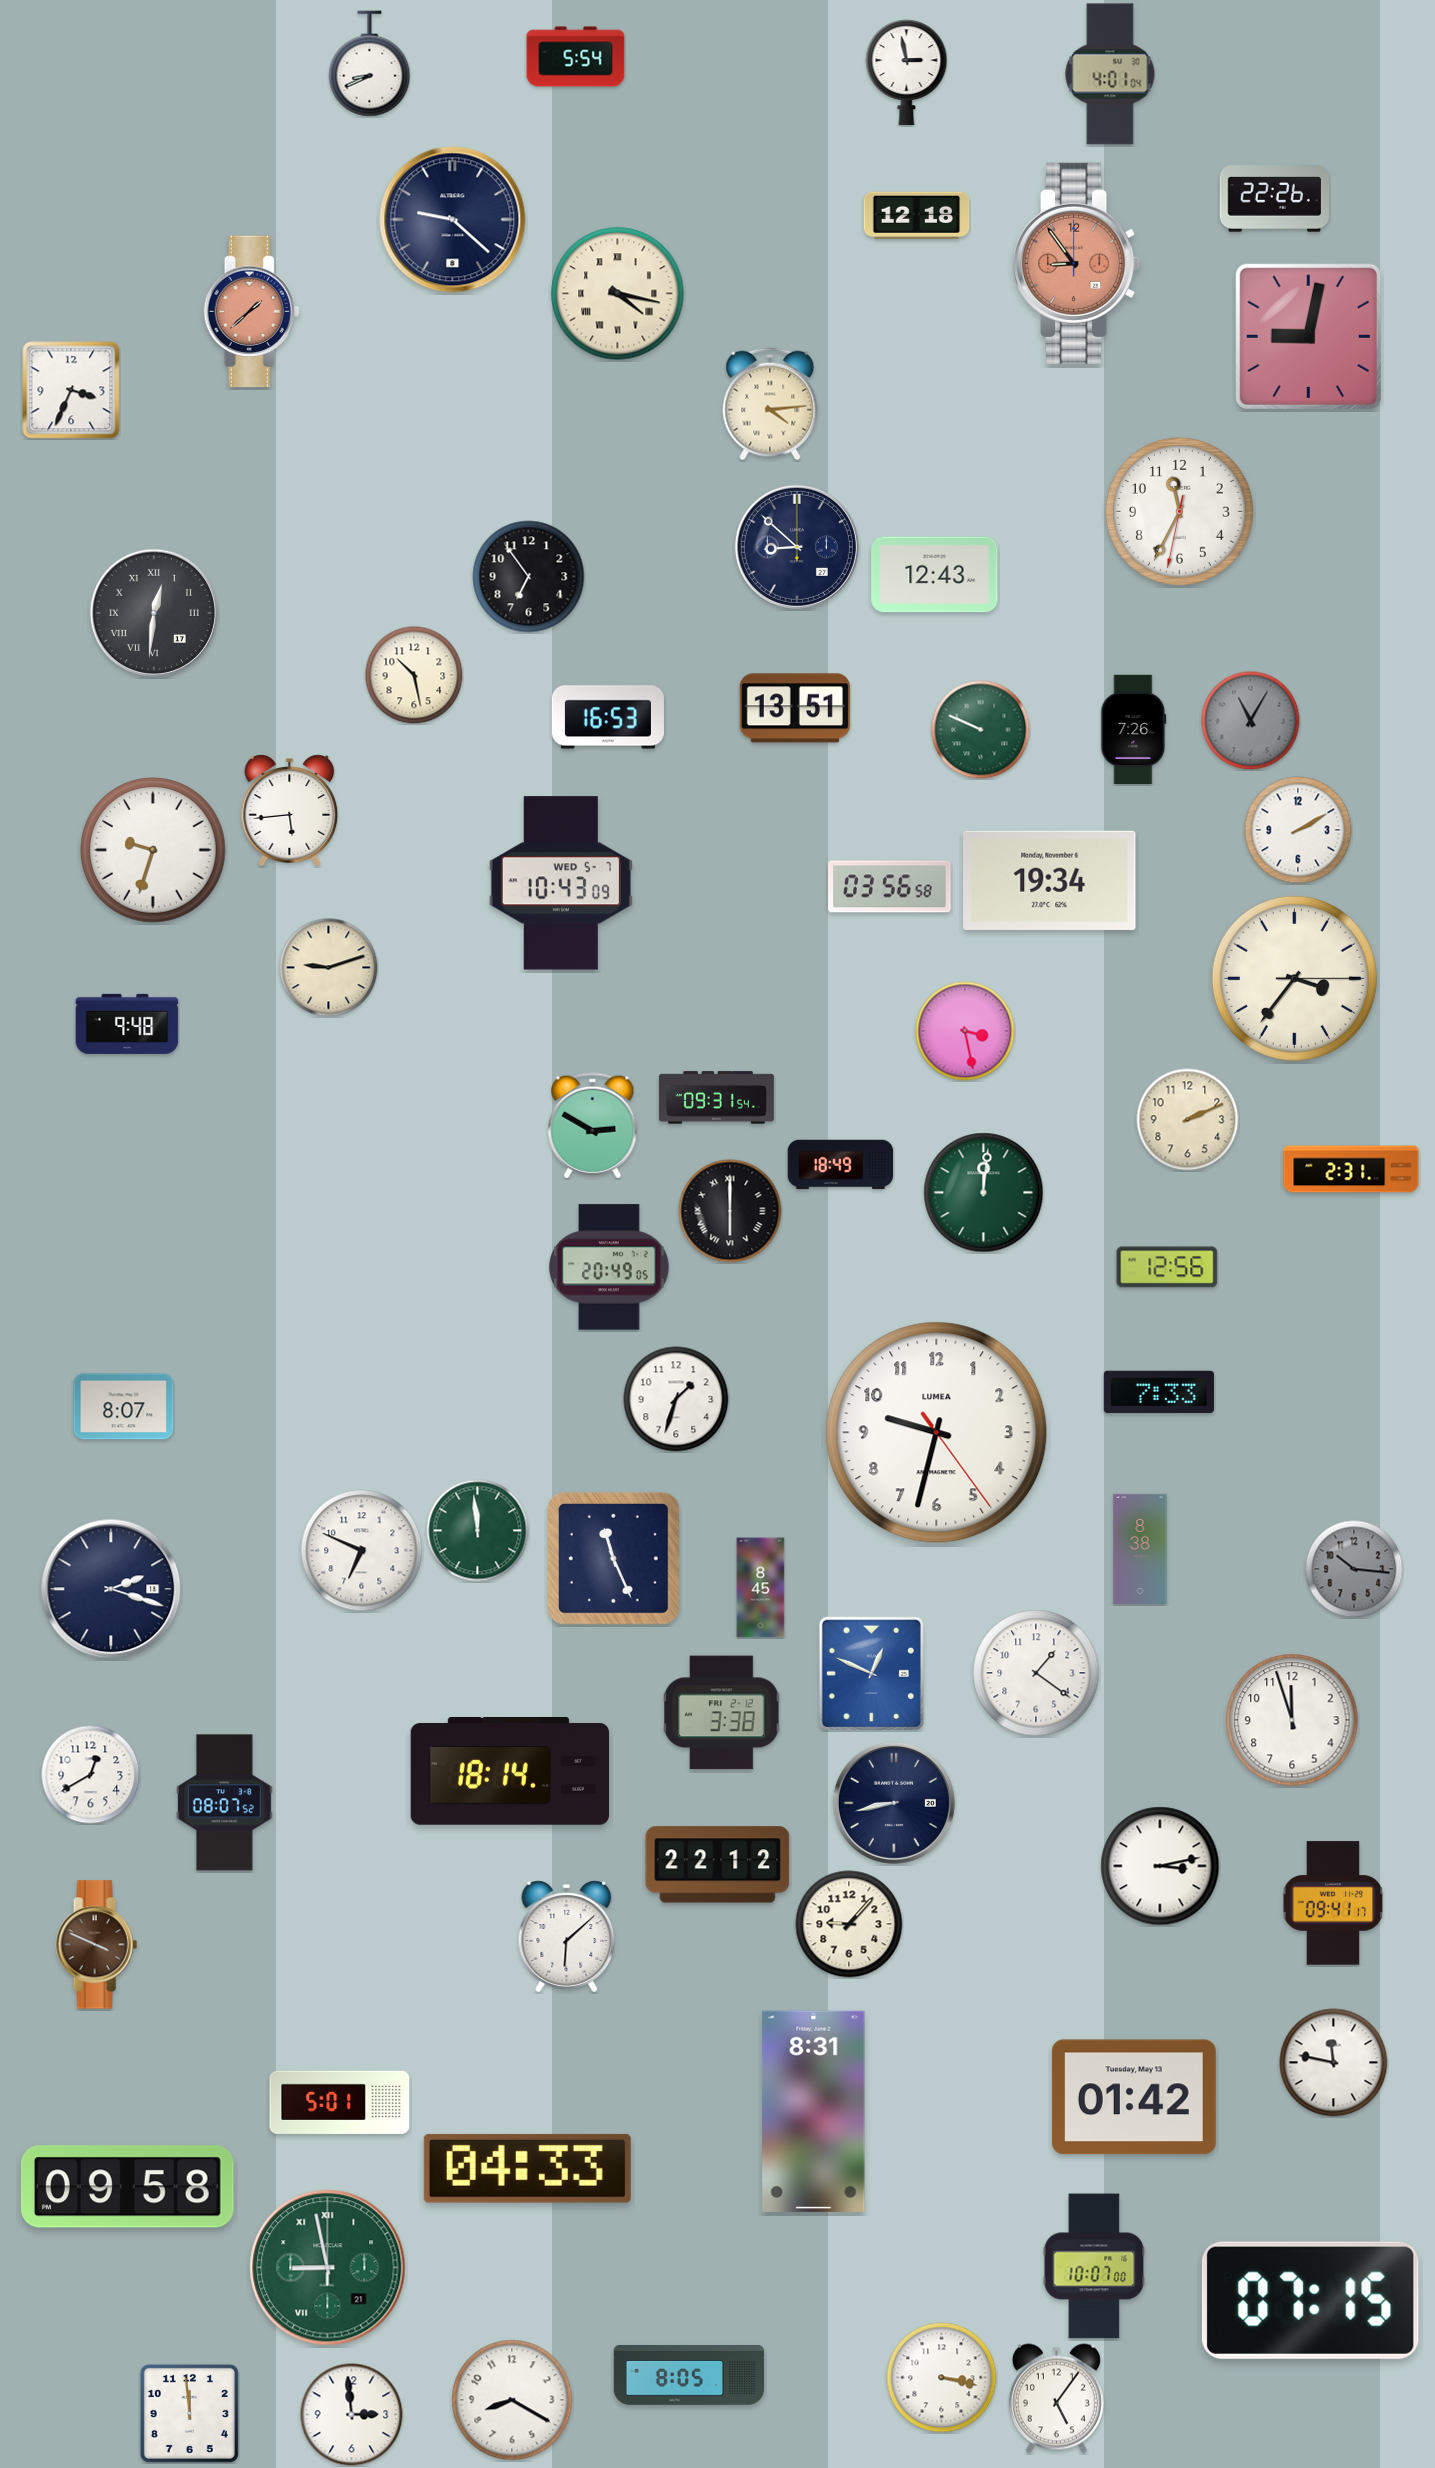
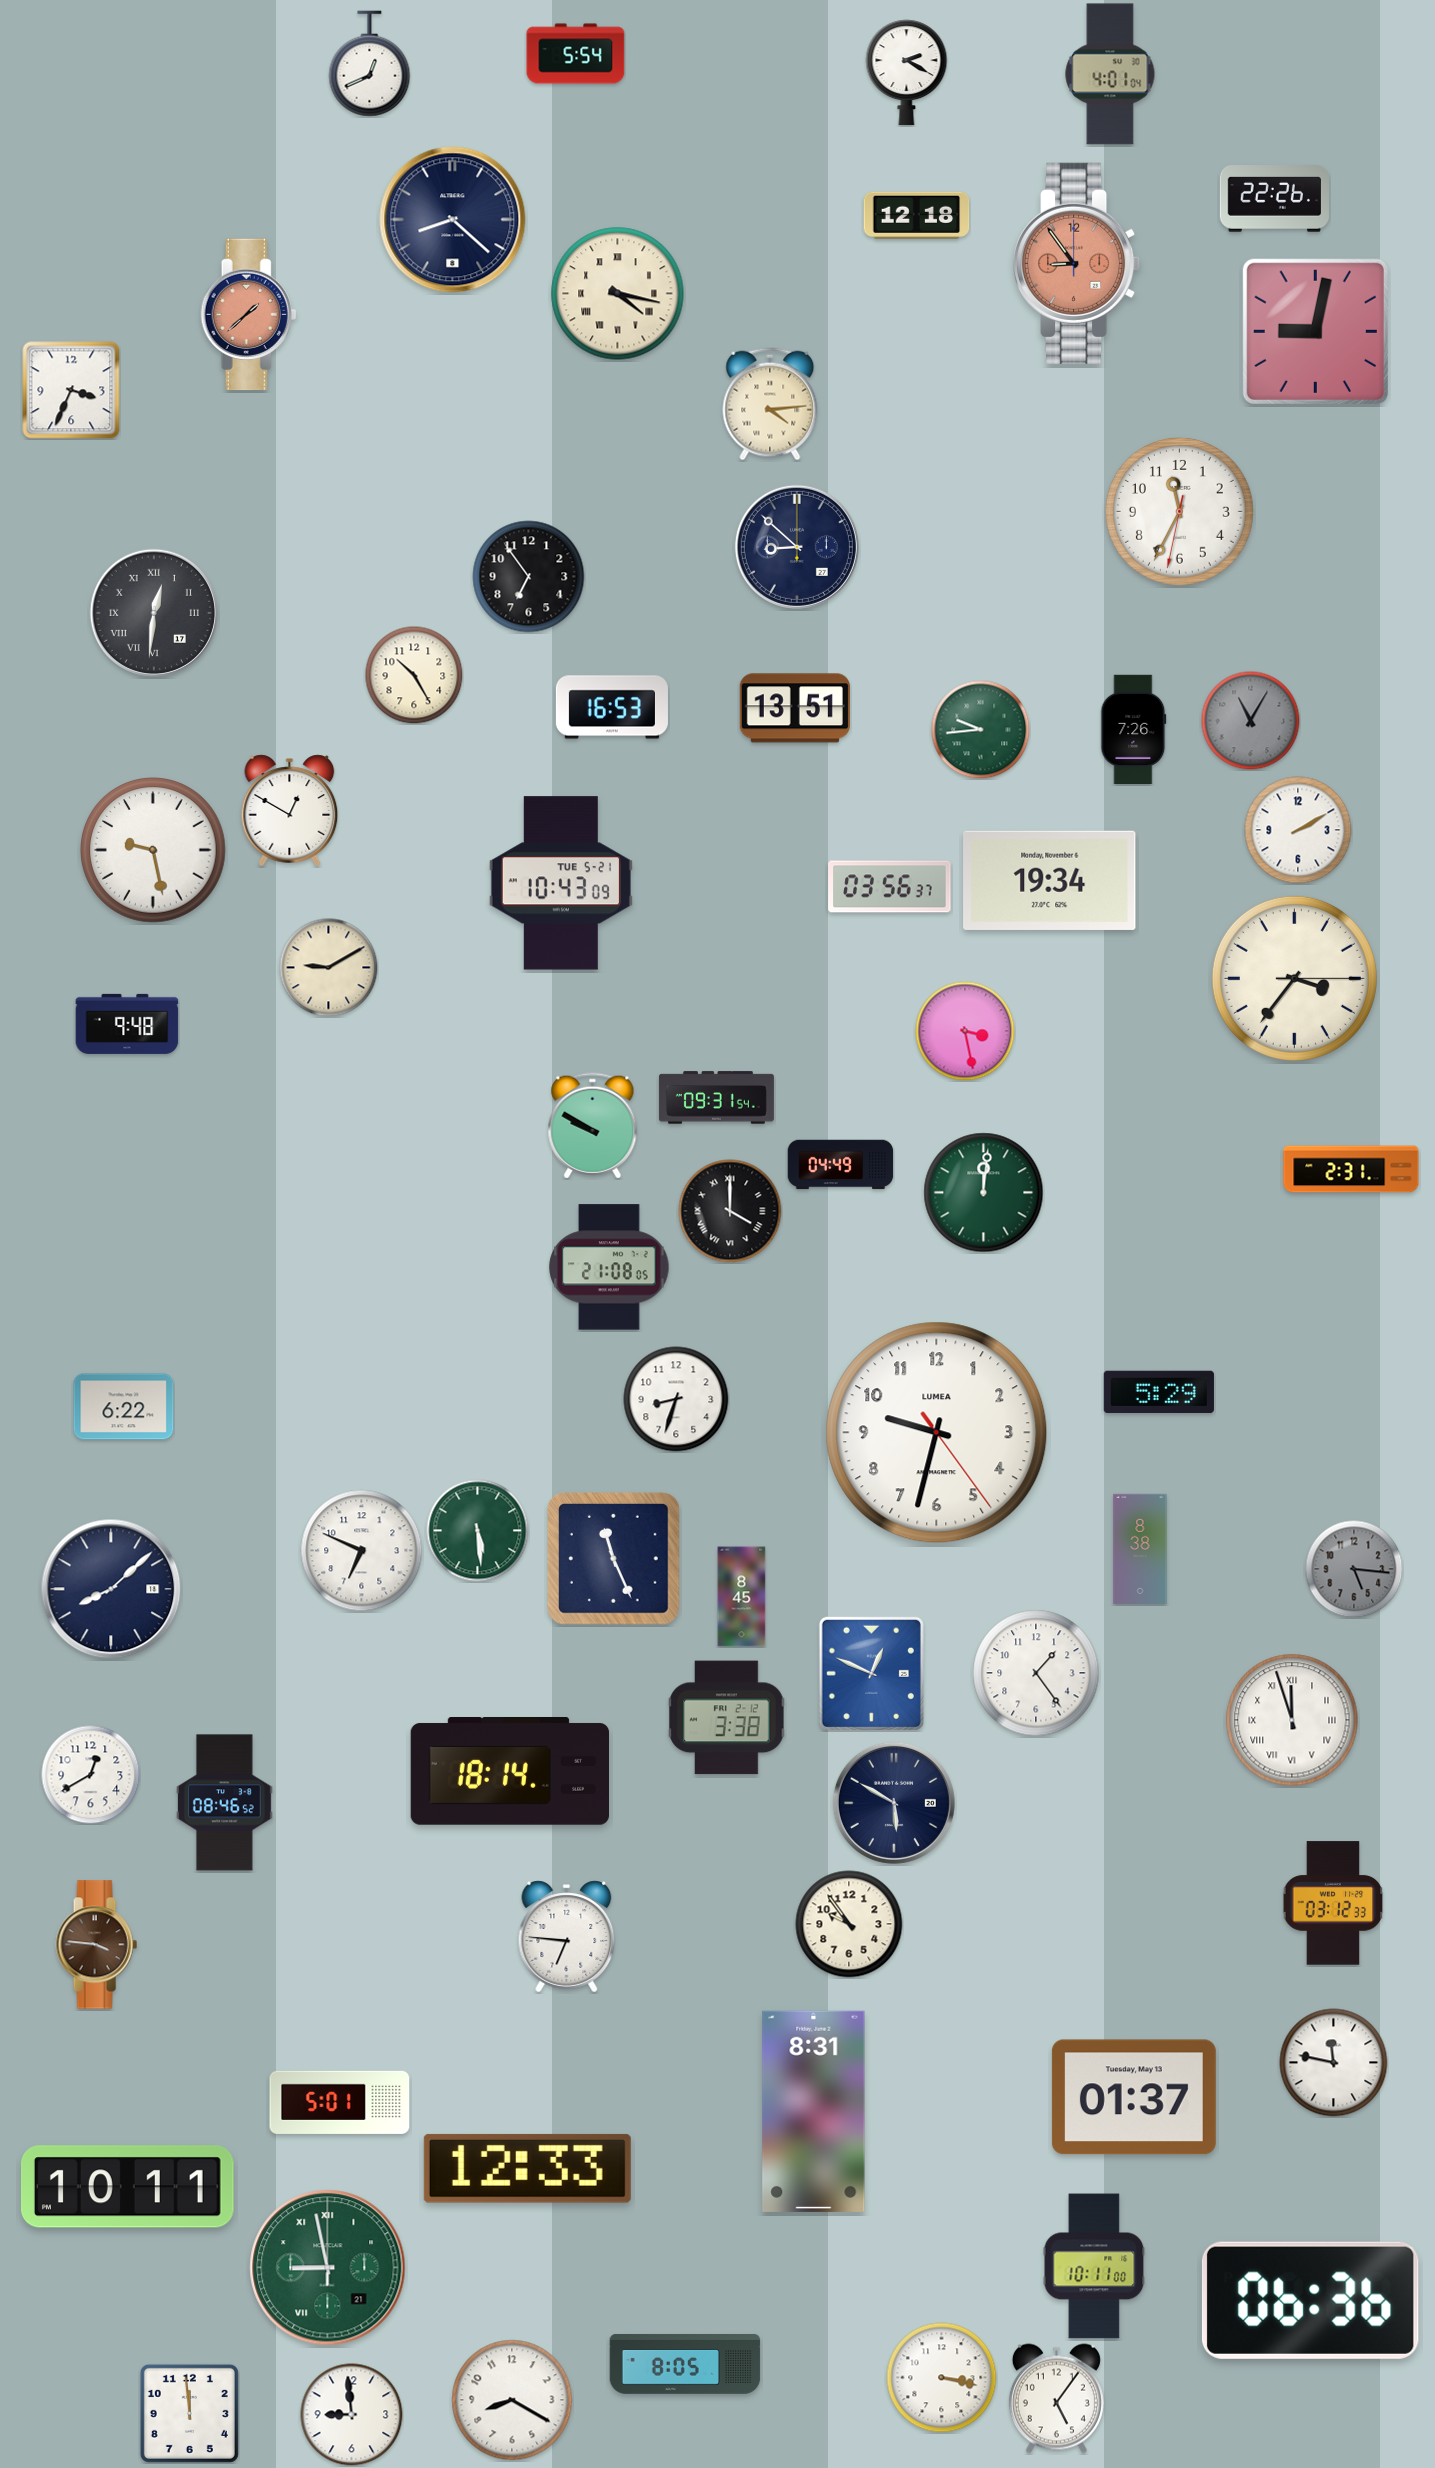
clock at (576, 57) position: (576, 57) -> (576, 54)
clock at (370, 64): 8:41 -> 12:41
clock at (907, 73): 2:58 -> 2:20
clock at (453, 220): 9:22 -> 8:22
clock at (252, 312) position: (252, 312) -> (249, 315)
clock at (1308, 336) position: (1308, 336) -> (1315, 331)
clock at (935, 575): 12:43 -> none
clock at (414, 675): 10:28 -> 10:25
clock at (608, 717) position: (608, 717) -> (612, 707)
clock at (981, 730): 9:49 -> 9:44
clock at (290, 811): 5:44 -> 12:50
clock at (154, 851): 9:33 -> 9:28
clock at (561, 883) date: WED 5-7 -> TUE 5-21
clock at (890, 887): 03:56:58 -> 03:56:37
clock at (329, 968): 9:12 -> 9:10
clock at (1188, 1120): 2:11 -> none
clock at (593, 1126): 2:50 -> 9:50
clock at (841, 1165): 18:49 -> 04:49
clock at (730, 1211): 6:00 -> 4:00
clock at (609, 1267): 20:49 -> 21:08
clock at (1167, 1267): 12:56 -> none
clock at (1159, 1391): 7:33 -> 5:29
clock at (676, 1399): 1:33 -> 8:33
clock at (124, 1407): 8:07 -> 6:22
clock at (478, 1531): 11:59 -> 5:29
clock at (1354, 1569): 10:16 -> 5:16
clock at (761, 1588) position: (761, 1588) -> (742, 1597)
clock at (111, 1589): 2:18 -> 8:08
clock at (1036, 1673): 1:21 -> 1:24
clock at (722, 1713) position: (722, 1713) -> (727, 1718)
clock at (1292, 1720) numerals: Arabic -> Roman
clock at (224, 1803): 08:07 -> 08:46
clock at (894, 1803): 8:43 -> 5:50
clock at (718, 1865): 22:12 -> none
clock at (1160, 1866): 3:13 -> none
clock at (1333, 1903): 09:41 -> 03:12
clock at (849, 1924): 9:07 -> 9:54
clock at (567, 1937): 6:08 -> 6:46
clock at (96, 1945): 3:49 -> 3:46
clock at (1134, 2097): 01:42 -> 01:37
clock at (527, 2168): 04:33 -> 12:33
clock at (127, 2187): 09:58 -> 10:11
clock at (1094, 2266): 10:07 -> 10:11
clock at (1310, 2300): 07:15 -> 06:36
clock at (689, 2375) position: (689, 2375) -> (685, 2364)
clock at (352, 2415): 2:59 -> 8:59
